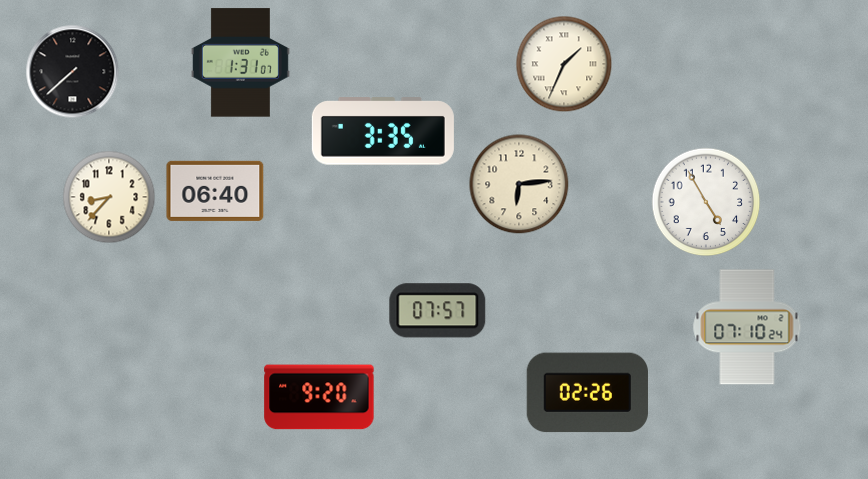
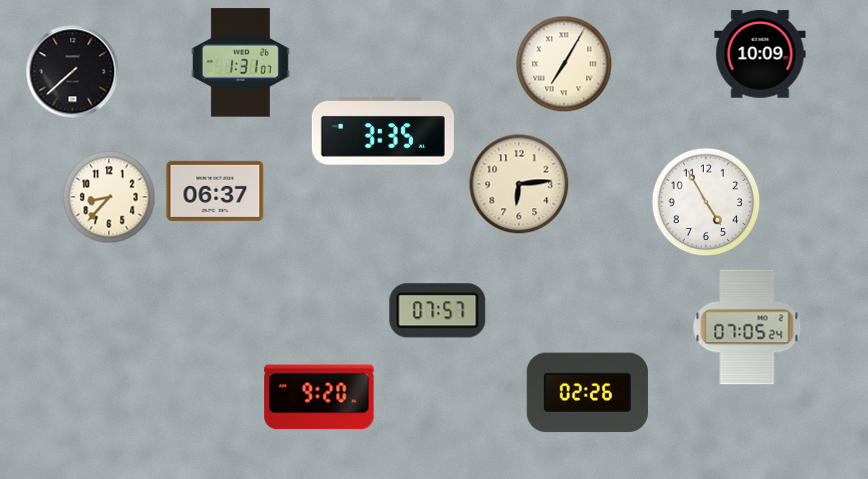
clock at (760, 54): none -> 10:09
clock at (564, 64): 1:34 -> 7:05
clock at (215, 191): 06:40 -> 06:37
clock at (747, 327): 07:10 -> 07:05
